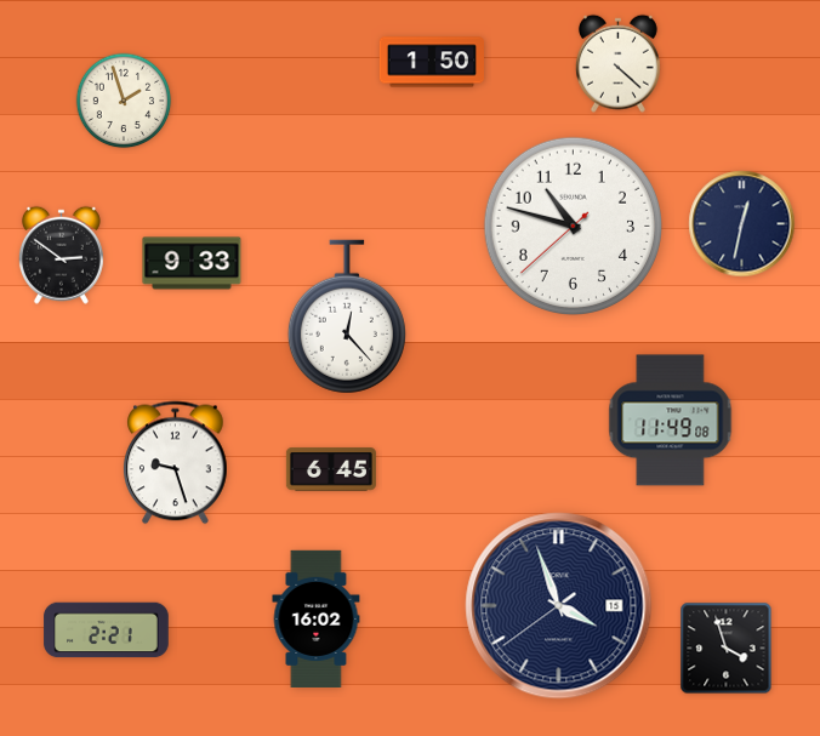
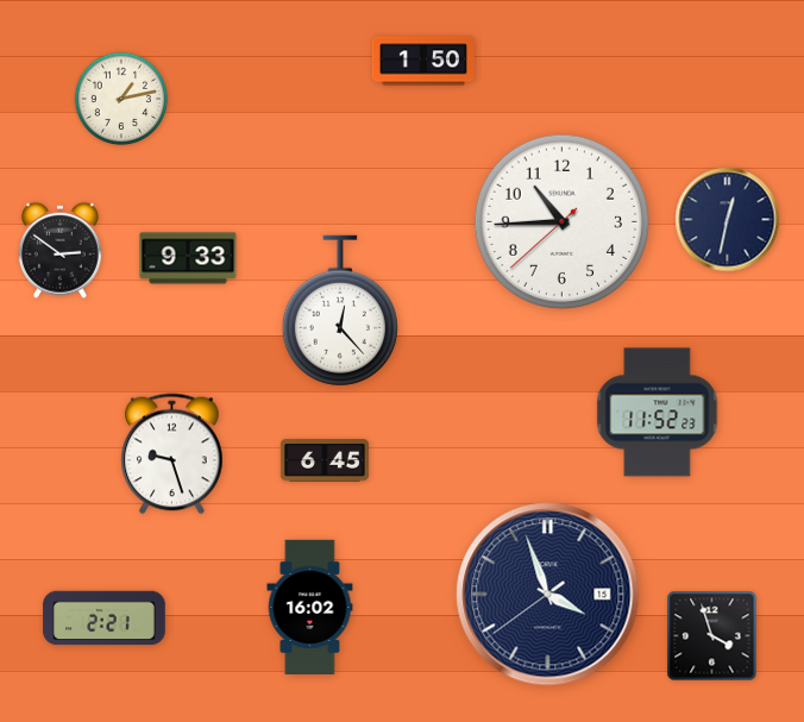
clock at (617, 63): 4:22 -> none
clock at (124, 101): 1:57 -> 1:13
clock at (573, 226): 10:47 -> 10:44
clock at (671, 421): 11:49 -> 11:52
